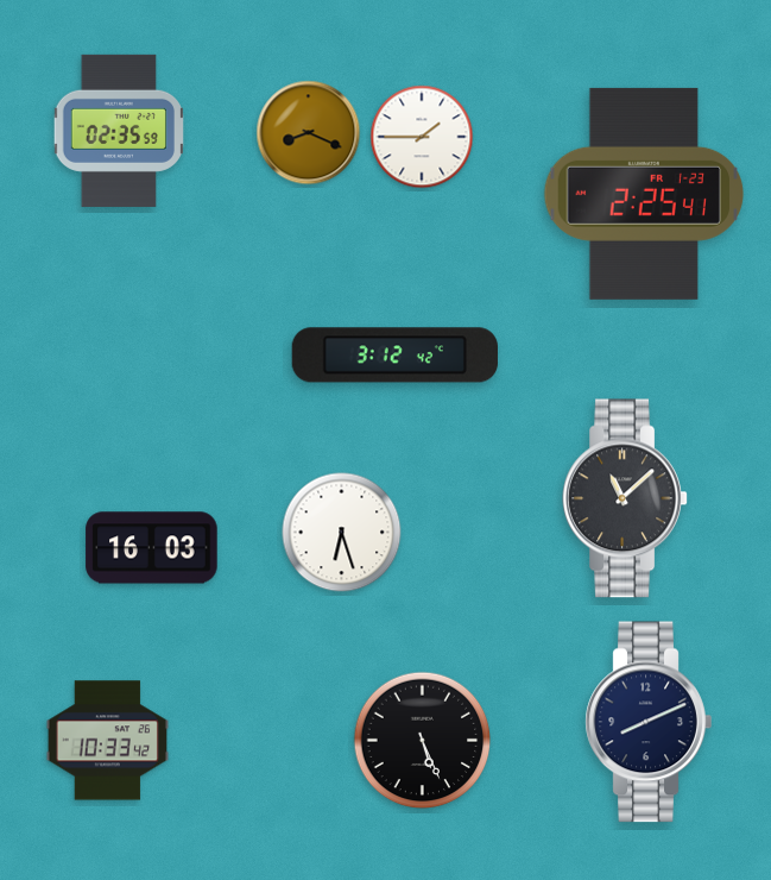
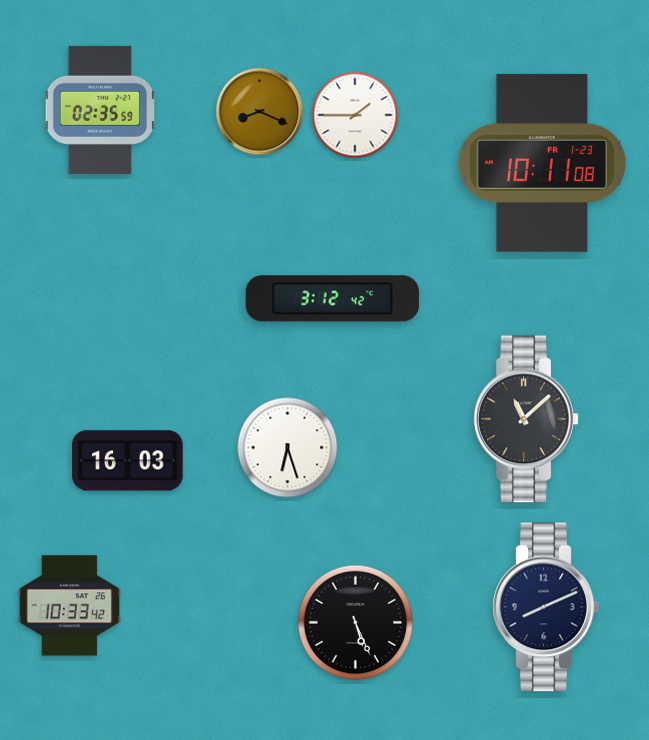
clock at (643, 194): 2:25 -> 10:11
clock at (107, 741) position: (107, 741) -> (69, 606)
